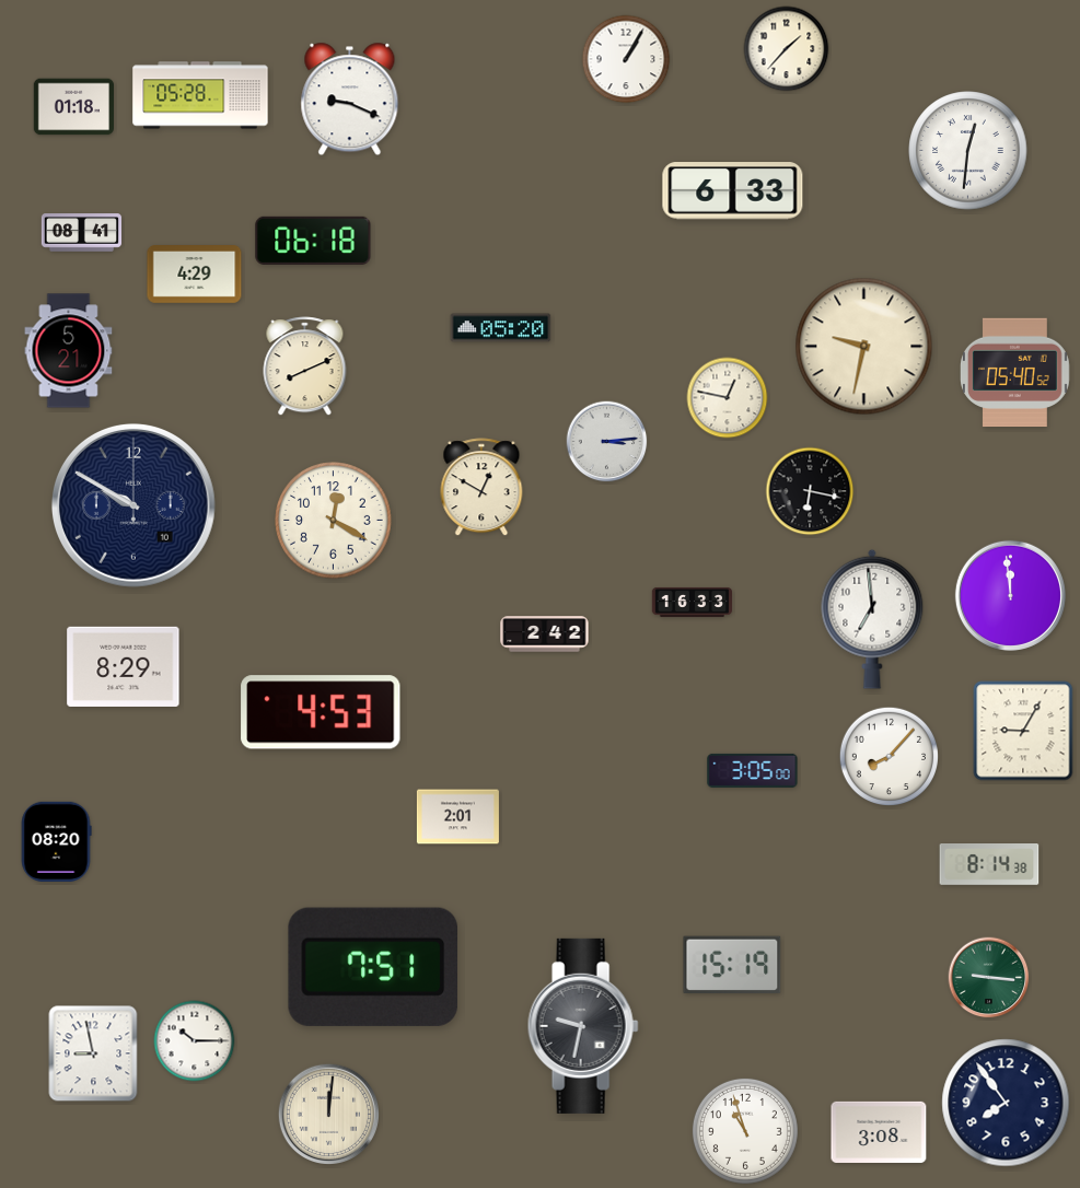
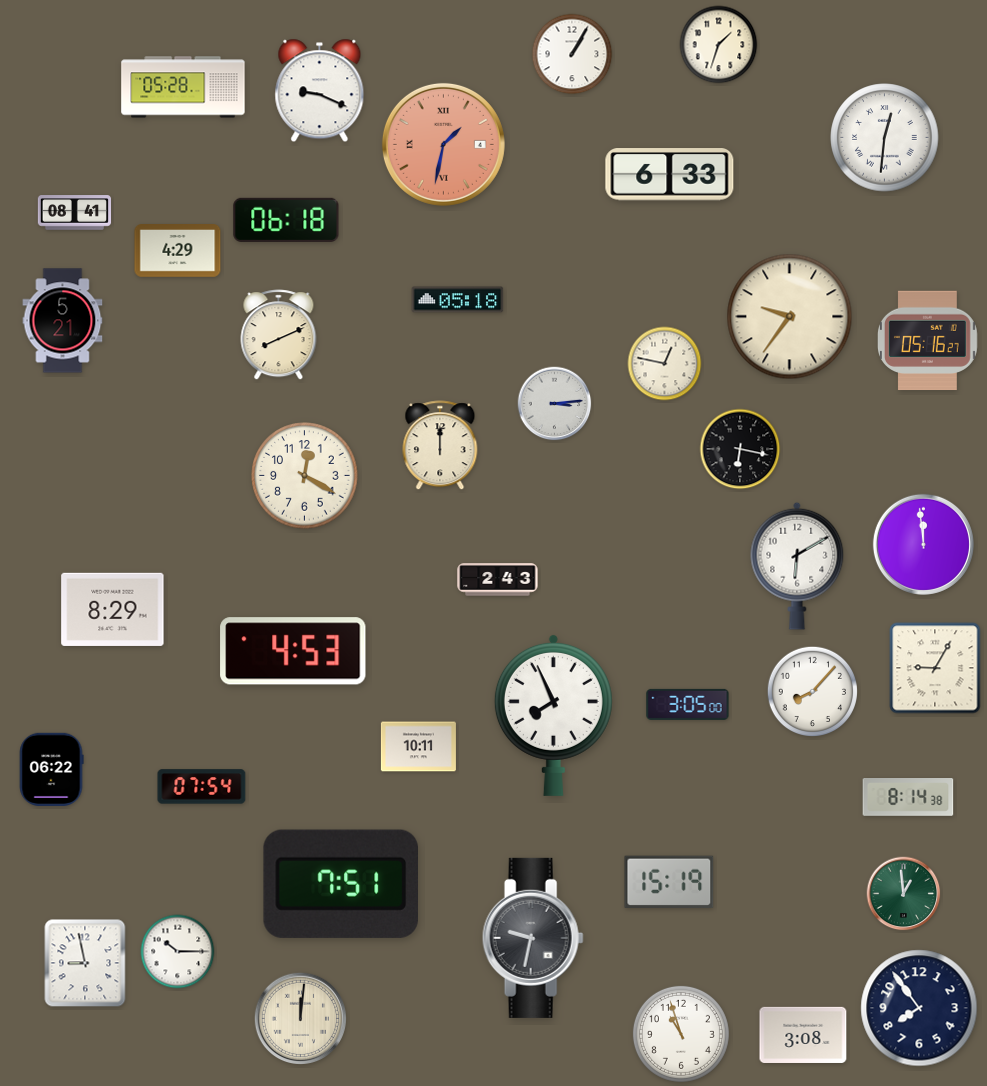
clock at (787, 49): 1:37 -> 1:33
clock at (73, 107): 01:18 -> none
clock at (443, 144): none -> 1:32
clock at (501, 328): 05:20 -> 05:18
clock at (864, 347): 9:32 -> 9:36
clock at (1015, 373): 05:40 -> 05:16
clock at (481, 488): 12:50 -> 12:00
clock at (133, 505): 9:50 -> none
clock at (693, 602): 16:33 -> none
clock at (872, 619): 6:59 -> 6:10
clock at (545, 634): 2:42 -> 2:43
clock at (553, 715): none -> 7:56
clock at (457, 817): 2:01 -> 10:11
clock at (56, 841): 08:20 -> 06:22
clock at (202, 787): none -> 07:54
clock at (989, 865) position: (989, 865) -> (908, 798)
clock at (989, 978): 9:16 -> 12:59
